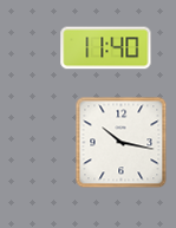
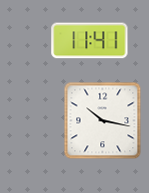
clock at (106, 48): 11:40 -> 11:41
